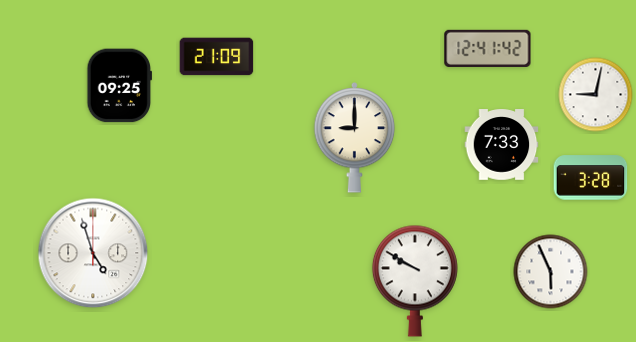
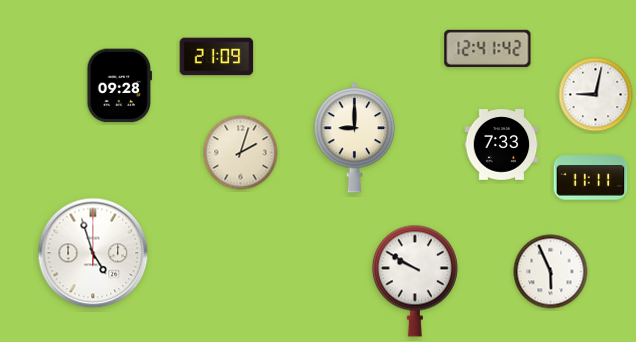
clock at (120, 86): 09:25 -> 09:28
clock at (241, 153): none -> 2:03
clock at (591, 178): 3:28 -> 11:11
